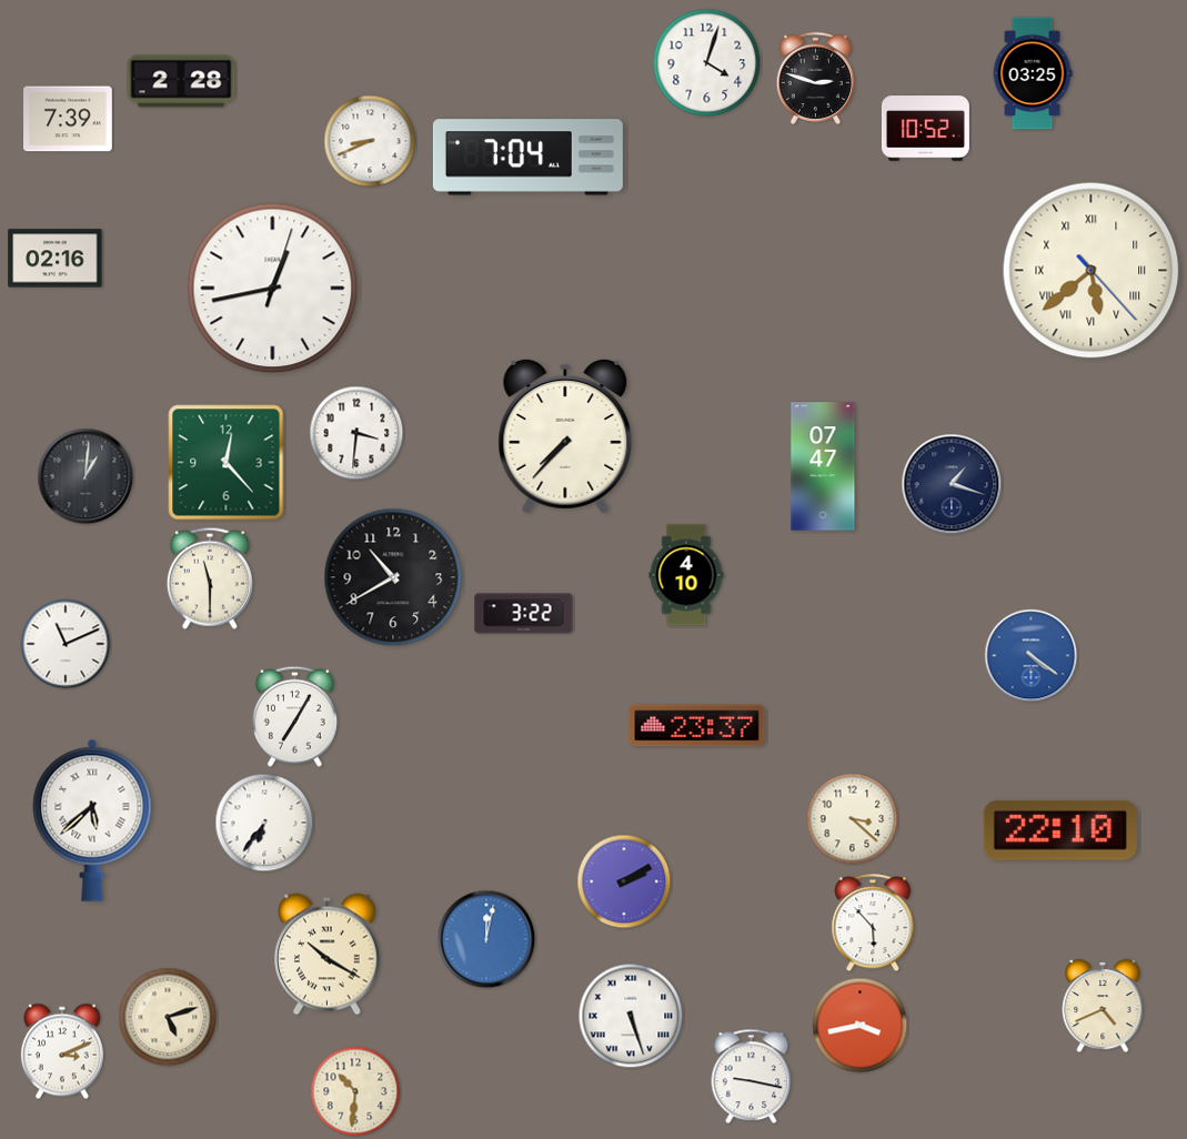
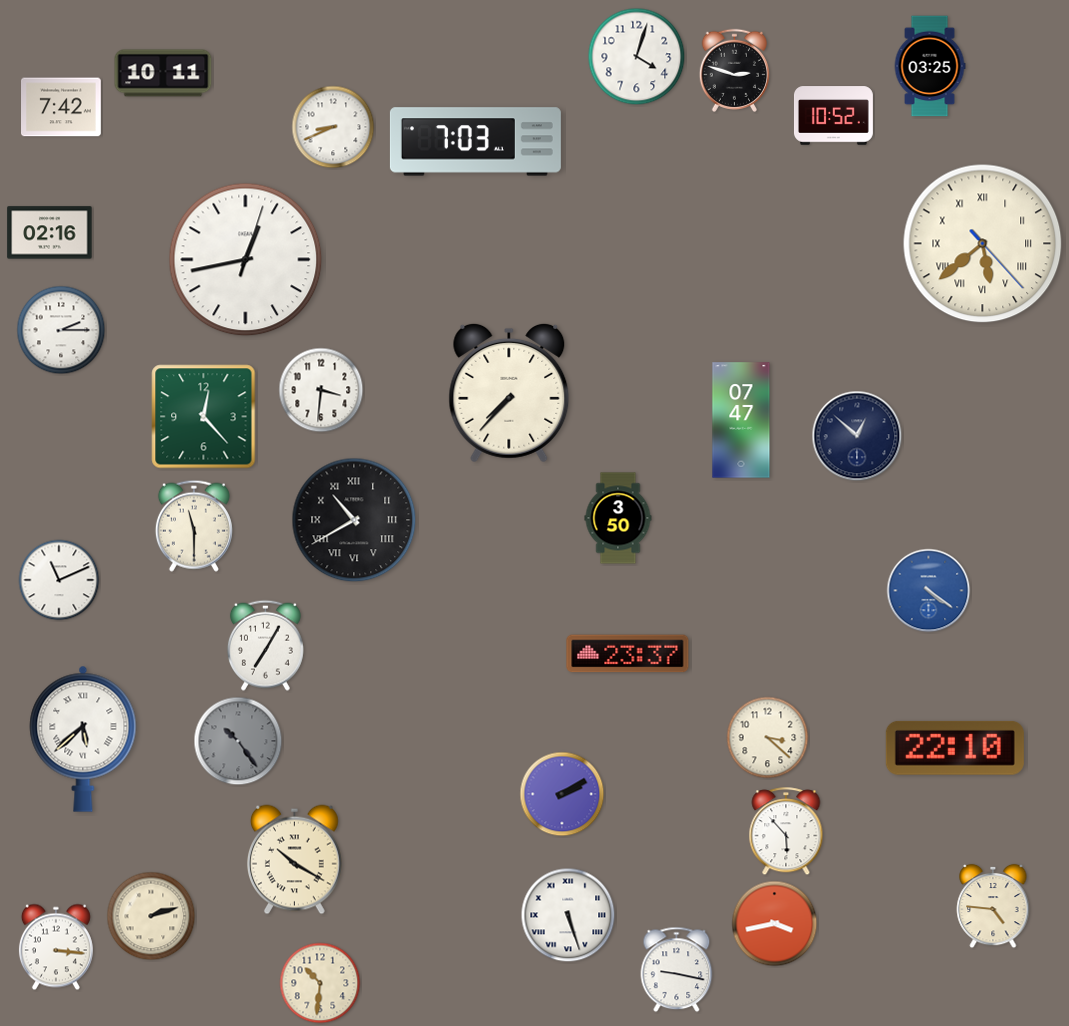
clock at (181, 81): 2:28 -> 10:11
clock at (69, 119): 7:39 -> 7:42
clock at (527, 158): 7:04 -> 7:03
clock at (61, 330): none -> 2:15
clock at (85, 476): 1:01 -> none
clock at (952, 484): 1:18 -> 12:52
clock at (686, 575): 4:10 -> 3:50
clock at (393, 577) numerals: Arabic -> Roman
clock at (210, 578) position: (210, 578) -> (194, 526)
clock at (524, 614): 3:22 -> none
clock at (264, 823): 6:36 -> 10:24
clock at (264, 823) dial: white -> grey
clock at (486, 939): 12:02 -> none
clock at (1103, 1006): 4:41 -> 4:46
clock at (168, 1017): 5:12 -> 2:12
clock at (62, 1051): 3:11 -> 3:16
